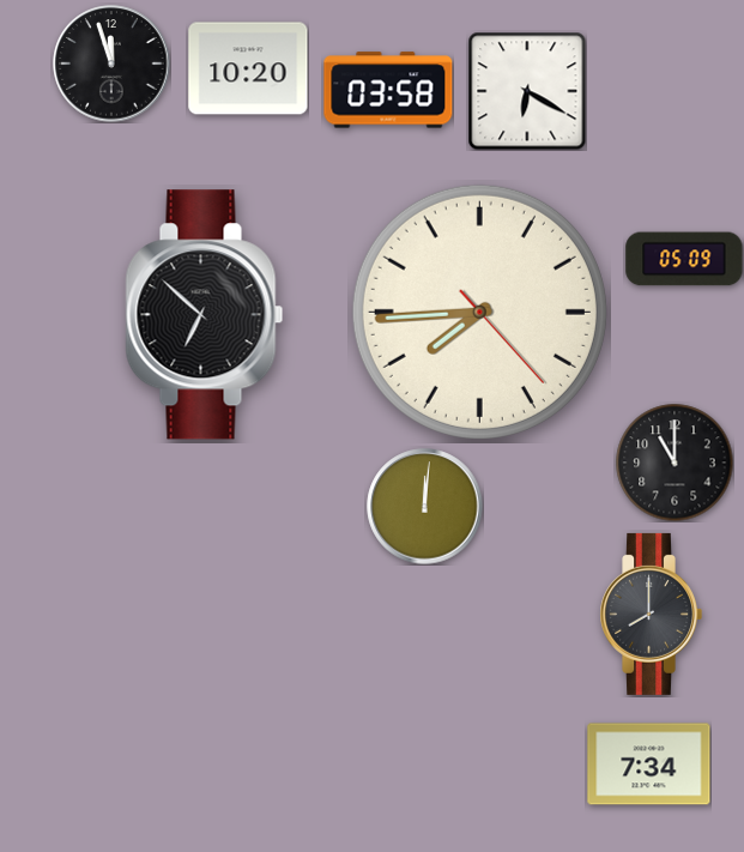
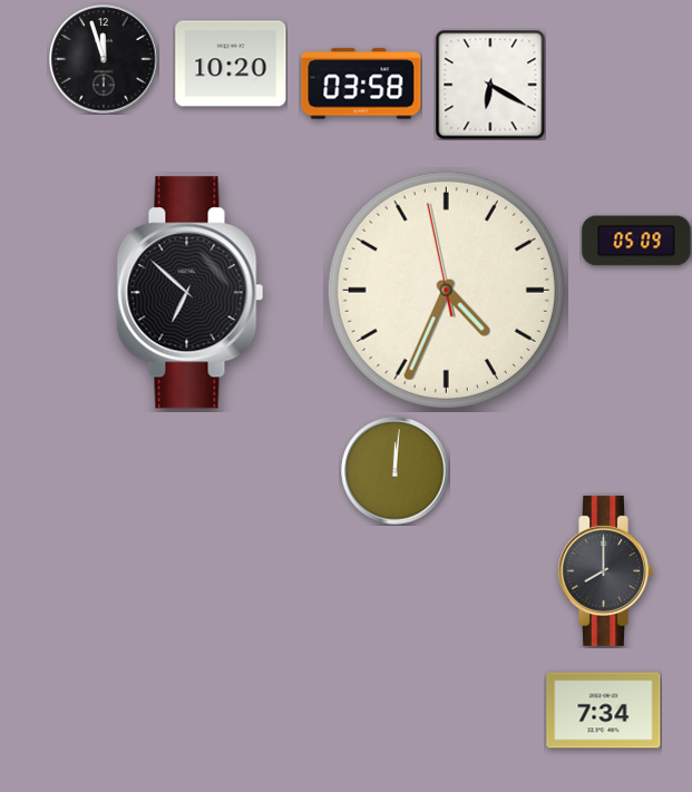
clock at (479, 312): 7:44 -> 4:33
clock at (675, 463): 11:00 -> none
